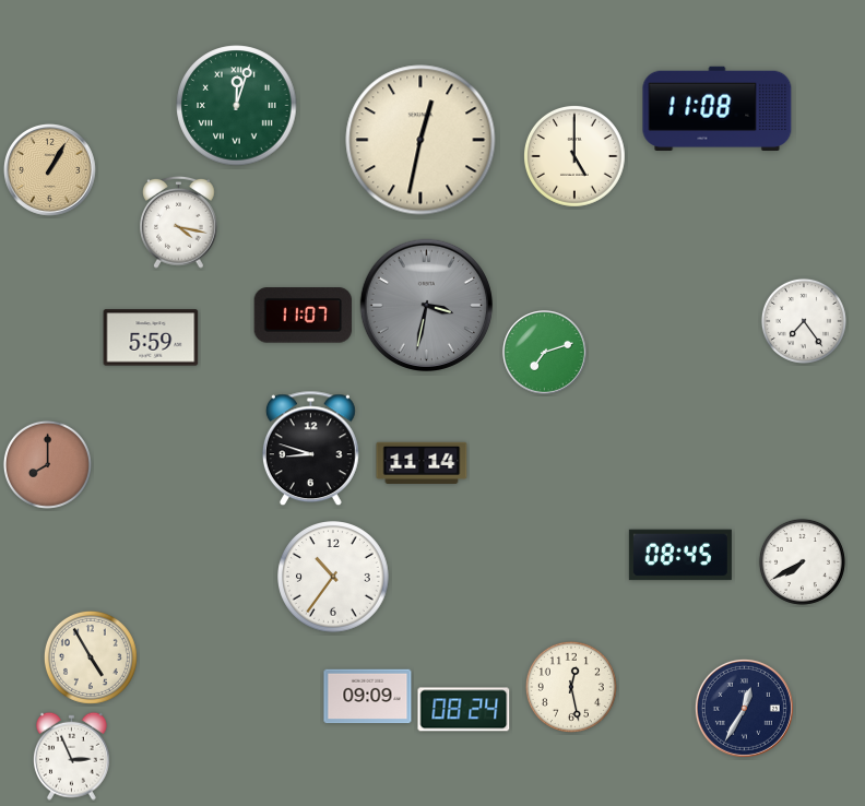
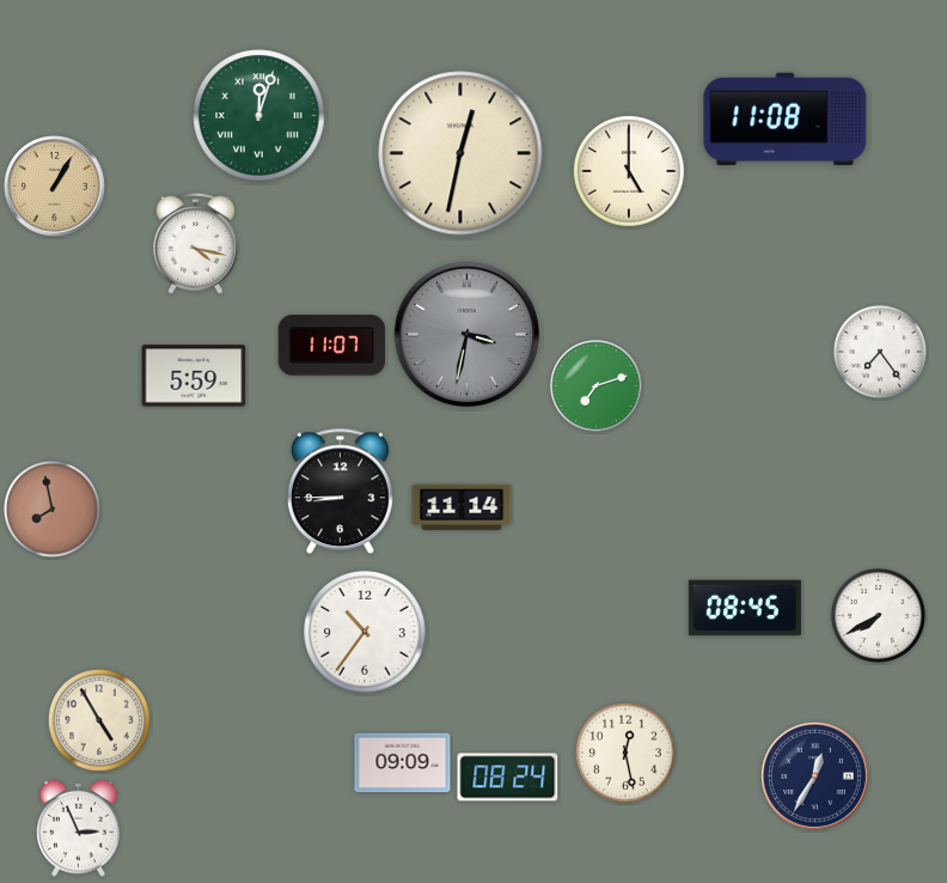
clock at (151, 337) position: (151, 337) -> (194, 376)
clock at (310, 449): 8:48 -> 8:45
clock at (47, 464): 8:00 -> 7:58
